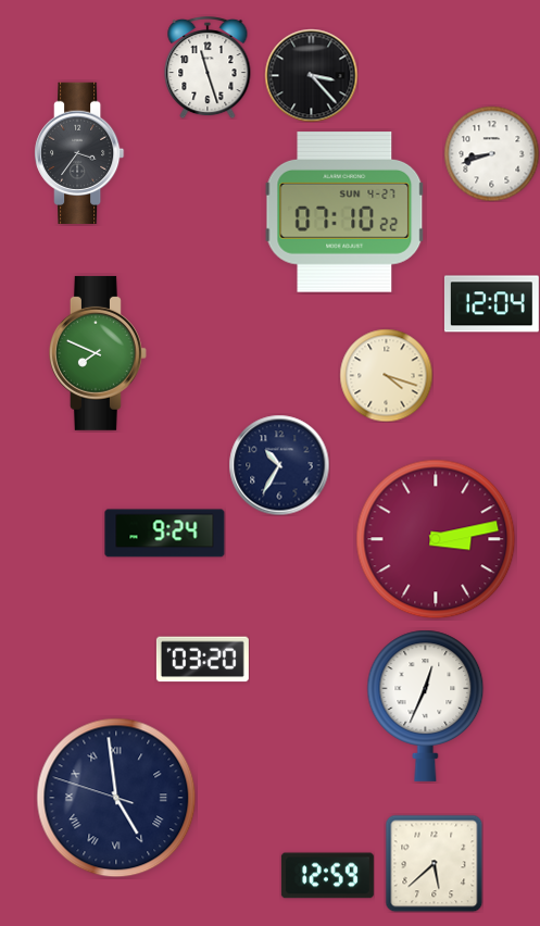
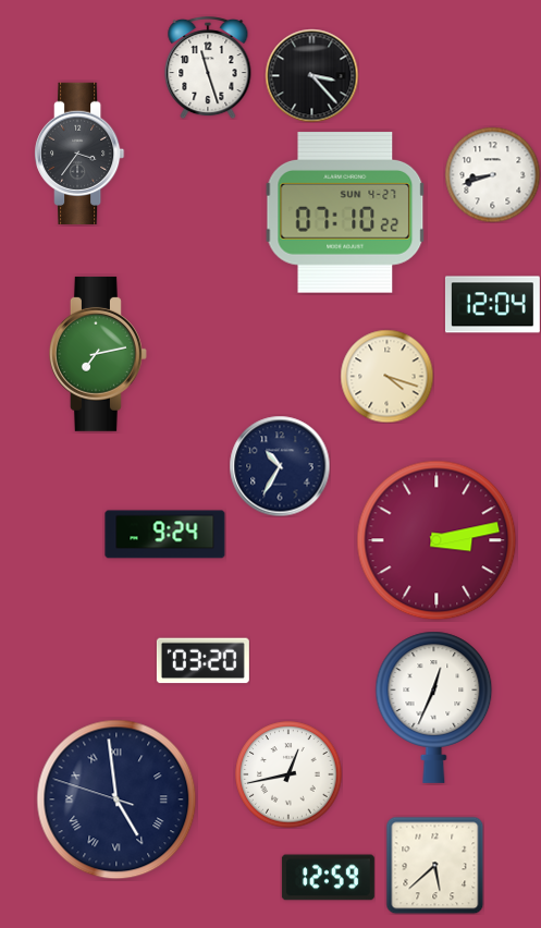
clock at (491, 153) position: (491, 153) -> (492, 174)
clock at (98, 353): 7:49 -> 7:13
clock at (426, 705) position: (426, 705) -> (434, 707)
clock at (288, 774): none -> 12:43
